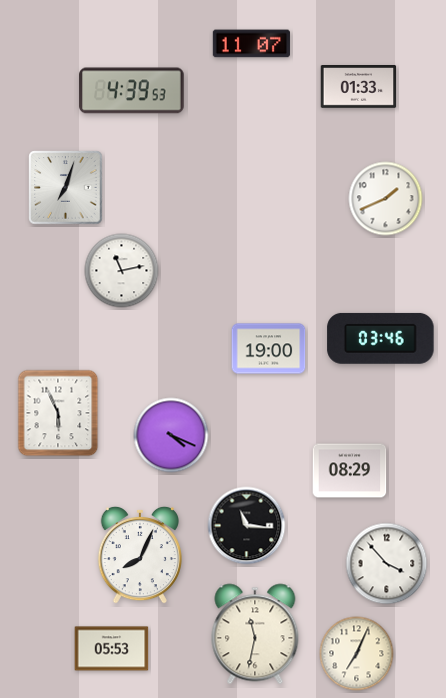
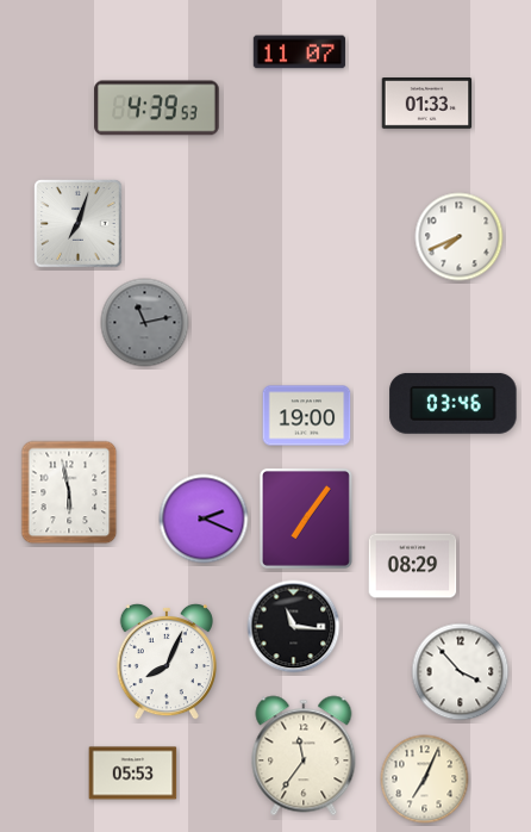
clock at (386, 199): 1:41 -> 7:41
clock at (122, 271) dial: white -> grey
clock at (269, 349) position: (269, 349) -> (307, 416)
clock at (58, 413): 5:56 -> 5:58
clock at (171, 435): 4:19 -> 2:19
clock at (306, 519): none -> 7:06
clock at (350, 471) position: (350, 471) -> (413, 566)
clock at (255, 634): 11:32 -> 11:36
